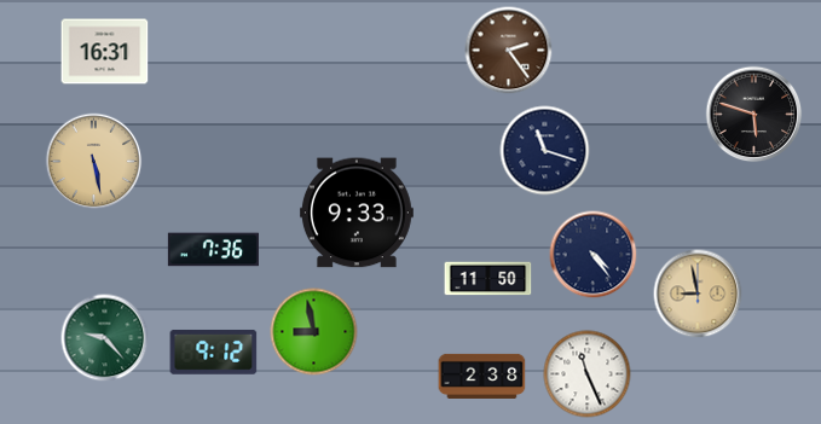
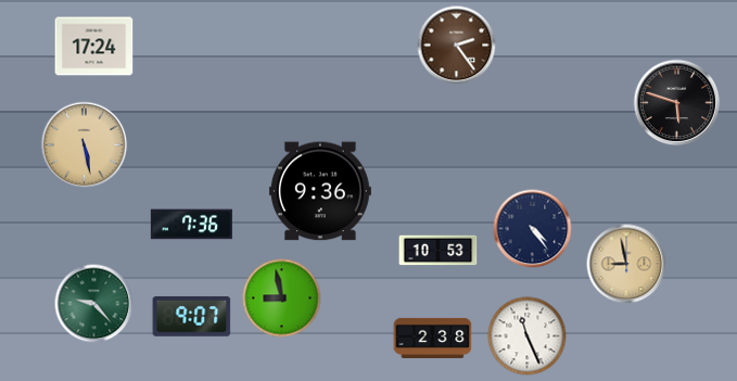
clock at (105, 52): 16:31 -> 17:24
clock at (545, 151): 11:18 -> none
clock at (357, 213): 9:33 -> 9:36
clock at (488, 279): 11:50 -> 10:53
clock at (214, 352): 9:12 -> 9:07
